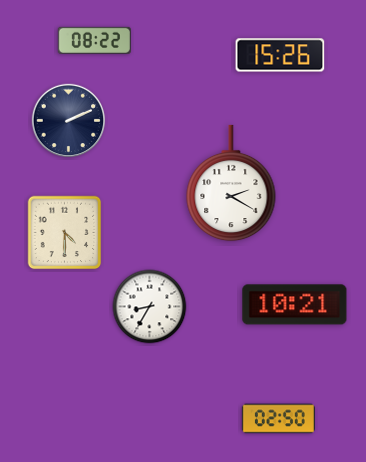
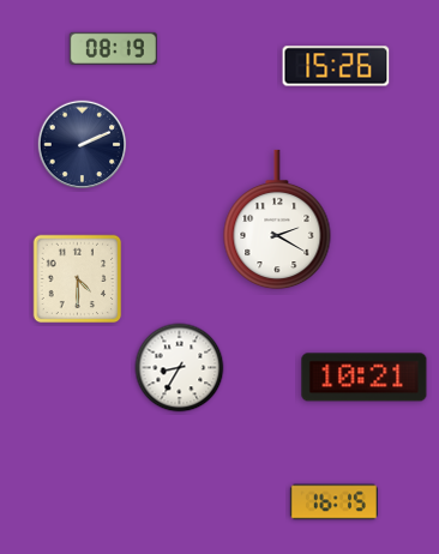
clock at (94, 40): 08:22 -> 08:19
clock at (295, 305) position: (295, 305) -> (365, 378)
clock at (278, 419): 02:50 -> 16:15
